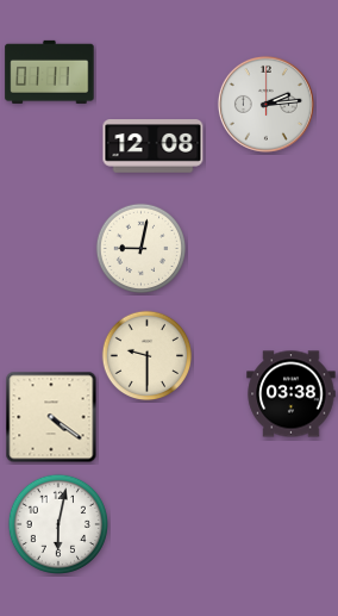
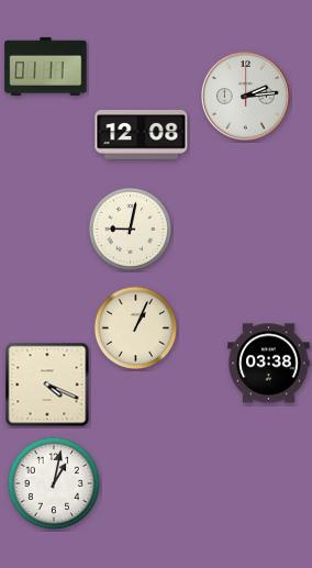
clock at (148, 356): 9:30 -> 1:04
clock at (51, 417): 4:21 -> 4:19
clock at (58, 524): 6:02 -> 1:02
